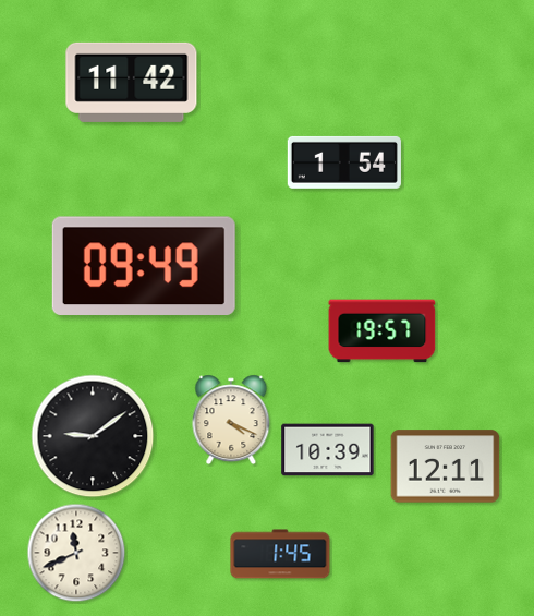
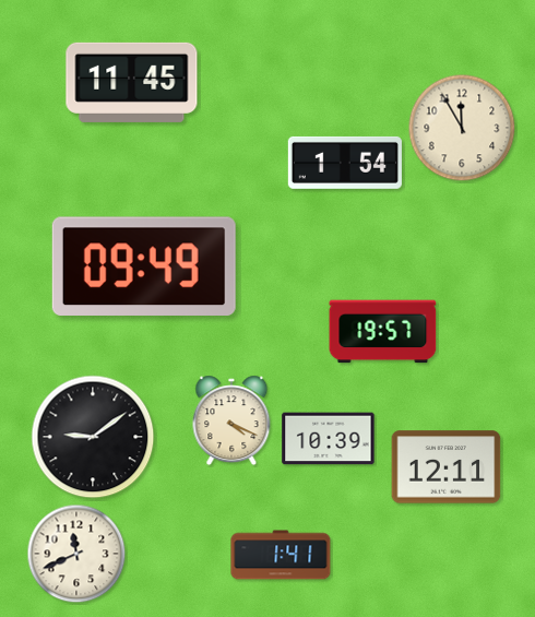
clock at (132, 82): 11:42 -> 11:45
clock at (462, 128): none -> 11:55
clock at (328, 450) position: (328, 450) -> (329, 439)
clock at (280, 554): 1:45 -> 1:41
